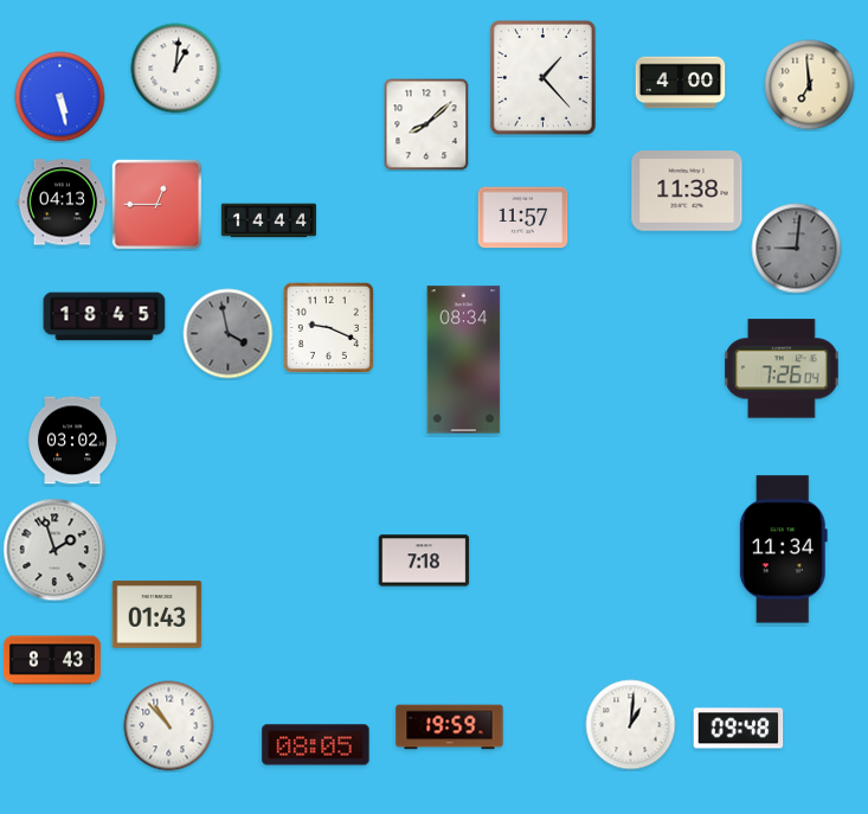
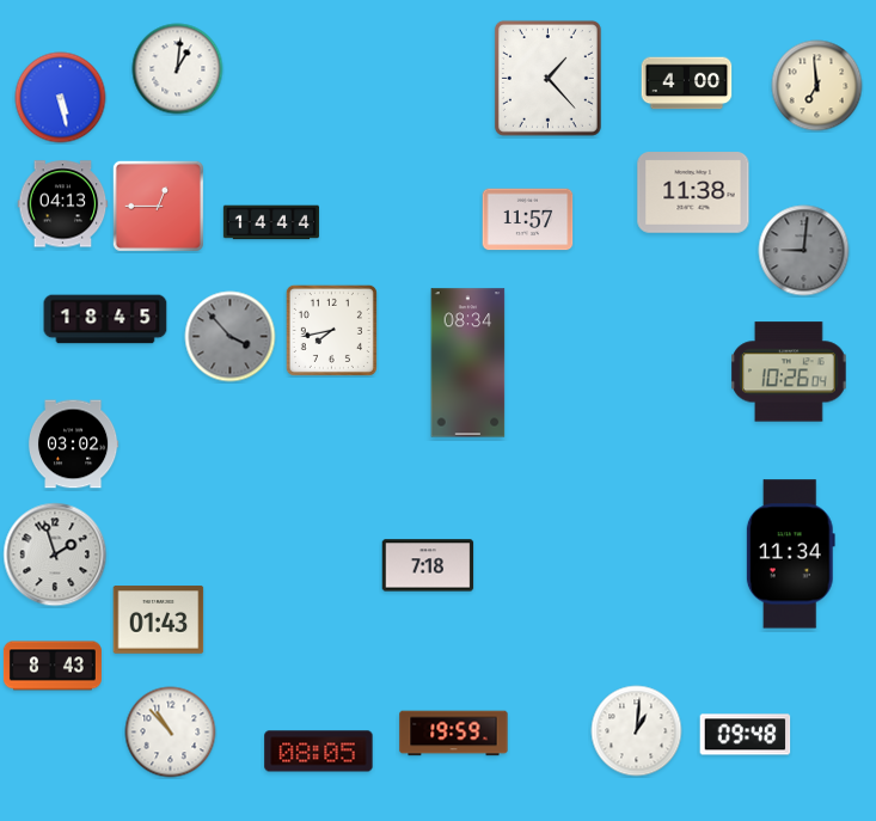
clock at (426, 124): 8:08 -> none
clock at (328, 327): 9:19 -> 7:43
clock at (229, 334): 3:58 -> 3:53
clock at (782, 368): 7:26 -> 10:26
